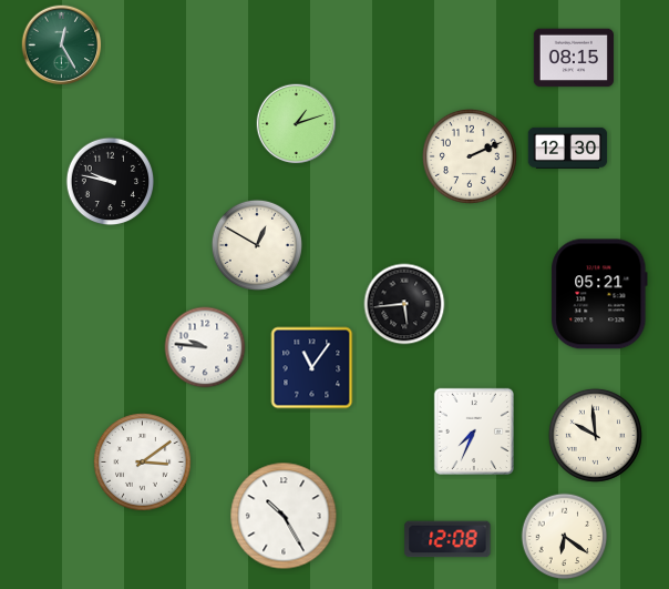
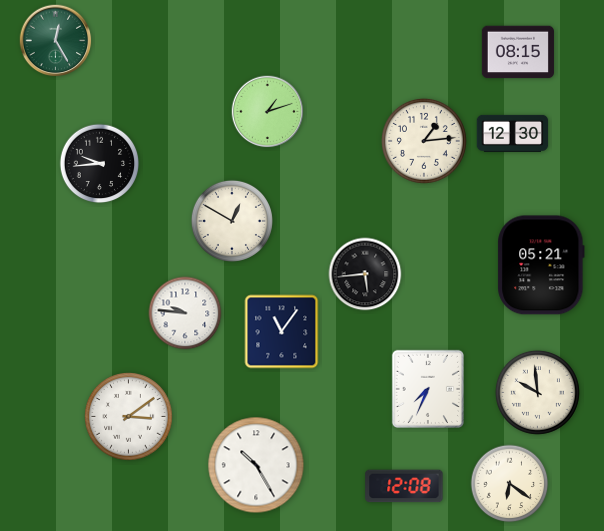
clock at (470, 156): 2:11 -> 1:14
clock at (111, 182): 9:47 -> 9:44
